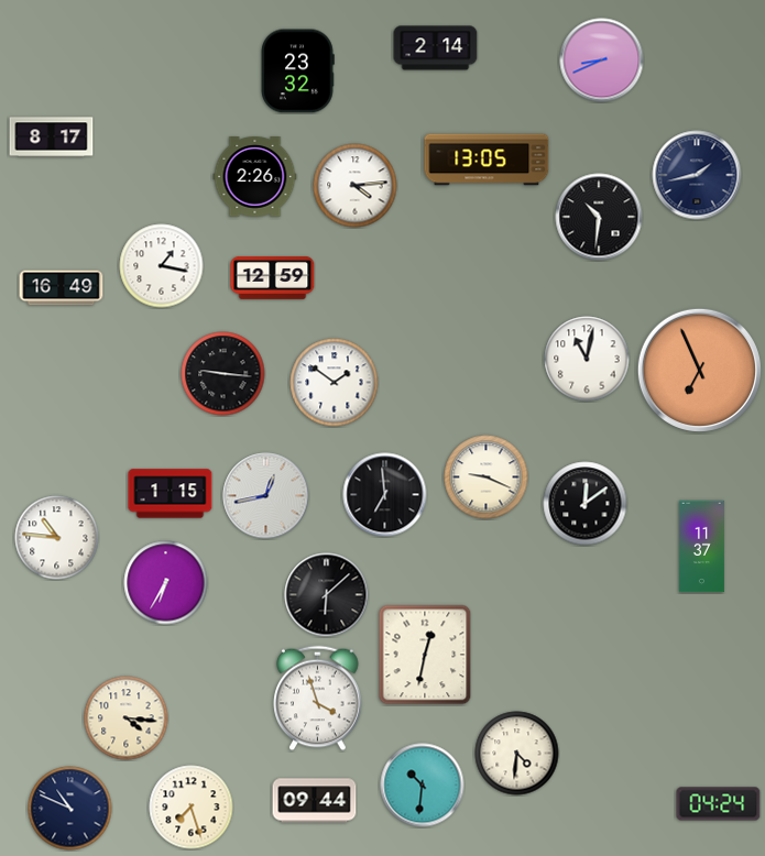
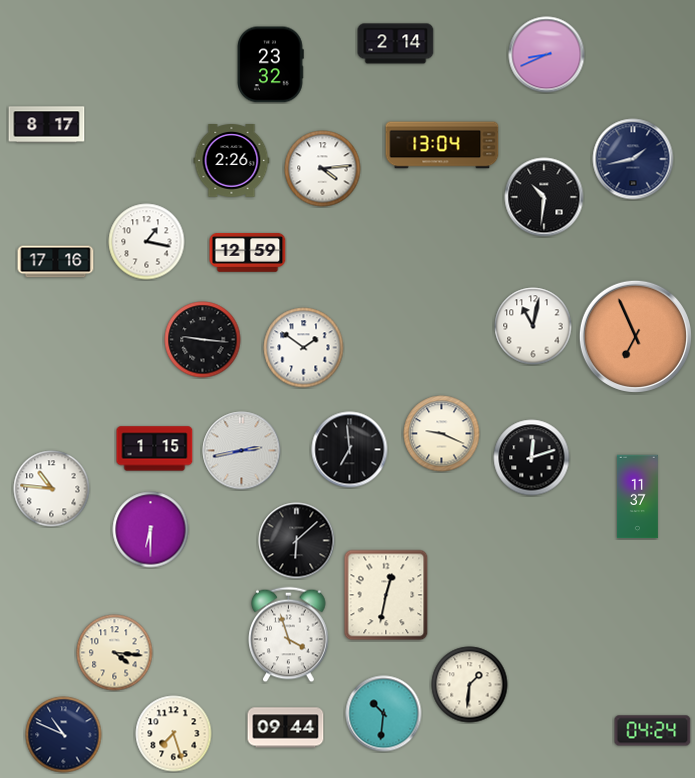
clock at (487, 160): 13:05 -> 13:04
clock at (62, 288): 16:49 -> 17:16
clock at (266, 496): 12:43 -> 2:43
clock at (586, 504): 12:09 -> 12:12
clock at (166, 583): 6:35 -> 6:30
clock at (517, 754): 4:31 -> 1:31
